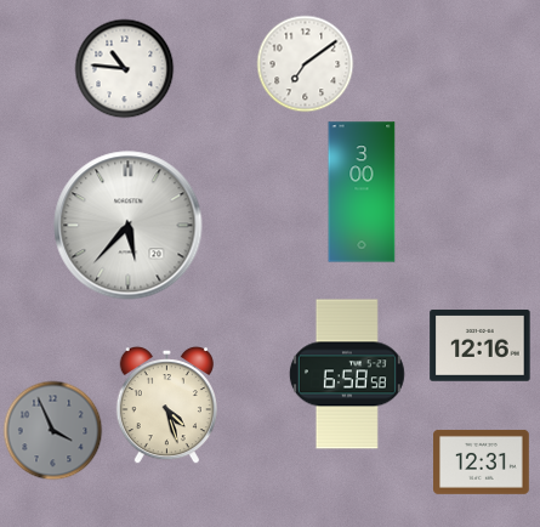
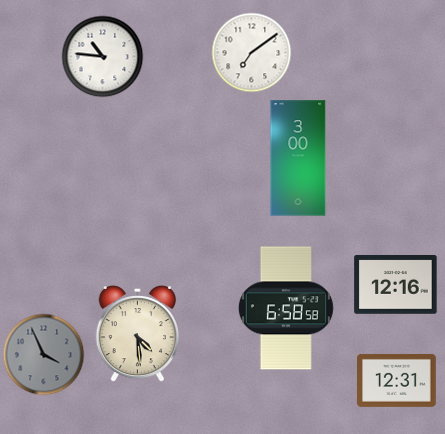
clock at (129, 226): 5:37 -> none
clock at (166, 406): 4:27 -> 4:29
